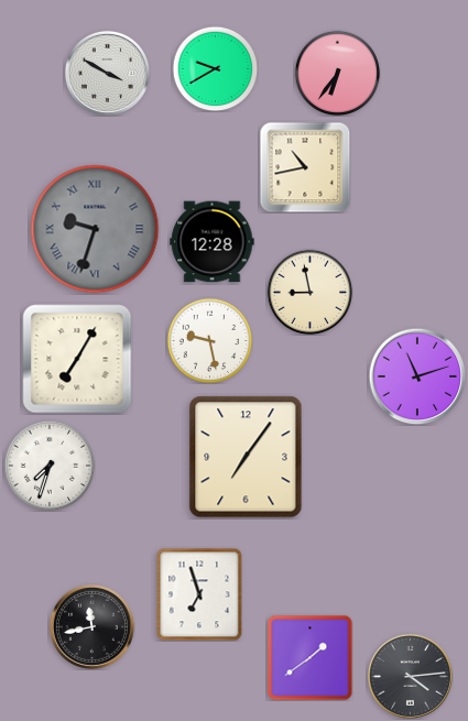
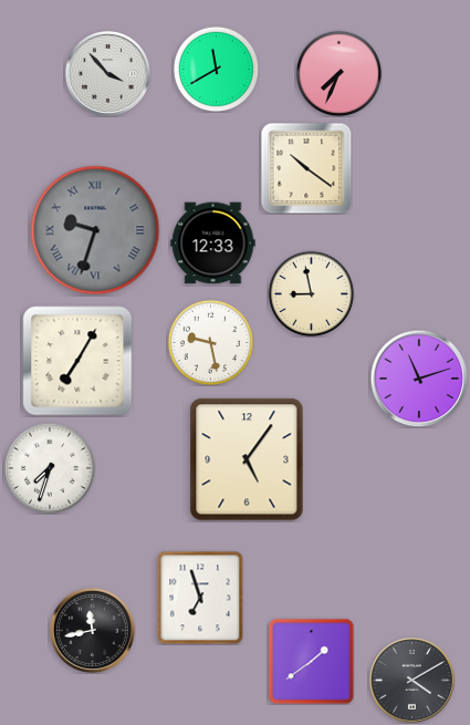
clock at (215, 68): 9:40 -> 11:40
clock at (107, 73): 3:50 -> 3:53
clock at (337, 73): 6:36 -> 7:34
clock at (305, 167): 10:43 -> 10:21
clock at (213, 242): 12:28 -> 12:33
clock at (246, 457): 7:06 -> 5:06
clock at (410, 676): 4:14 -> 4:10
